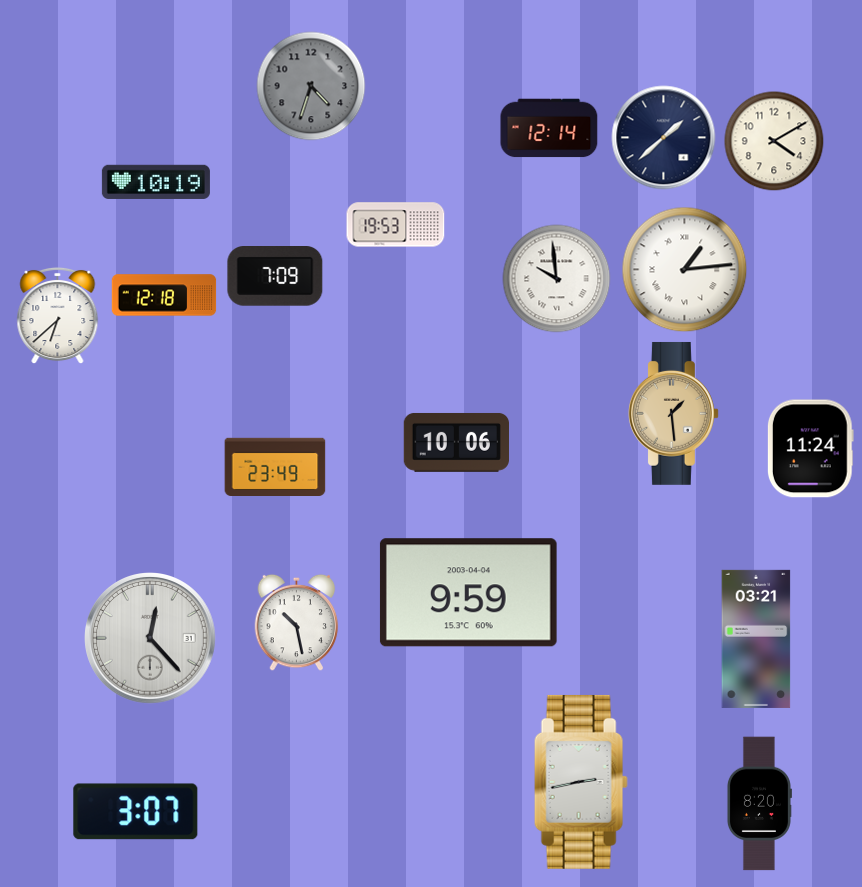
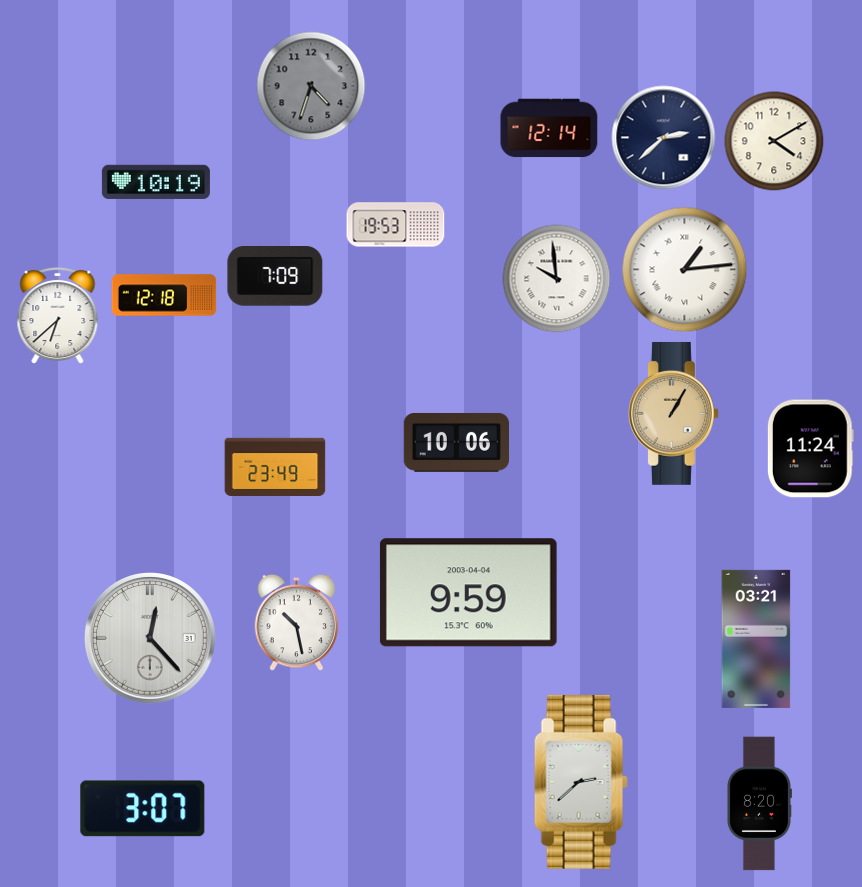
clock at (664, 138): 1:38 -> 2:38
clock at (673, 413): 1:29 -> 1:05
clock at (581, 782): 2:43 -> 2:38
clock at (136, 812) position: (136, 812) -> (143, 809)
